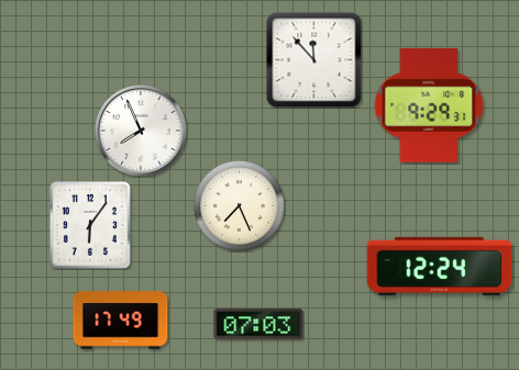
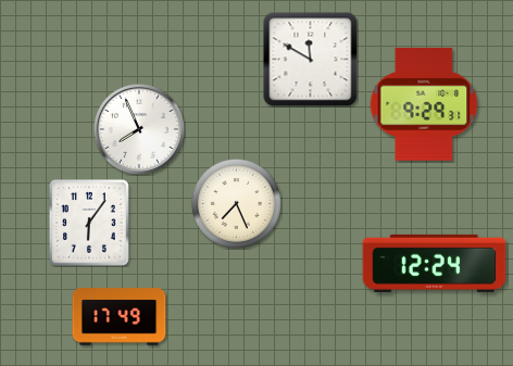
clock at (314, 60): 11:53 -> 11:50
clock at (258, 324): 07:03 -> none
